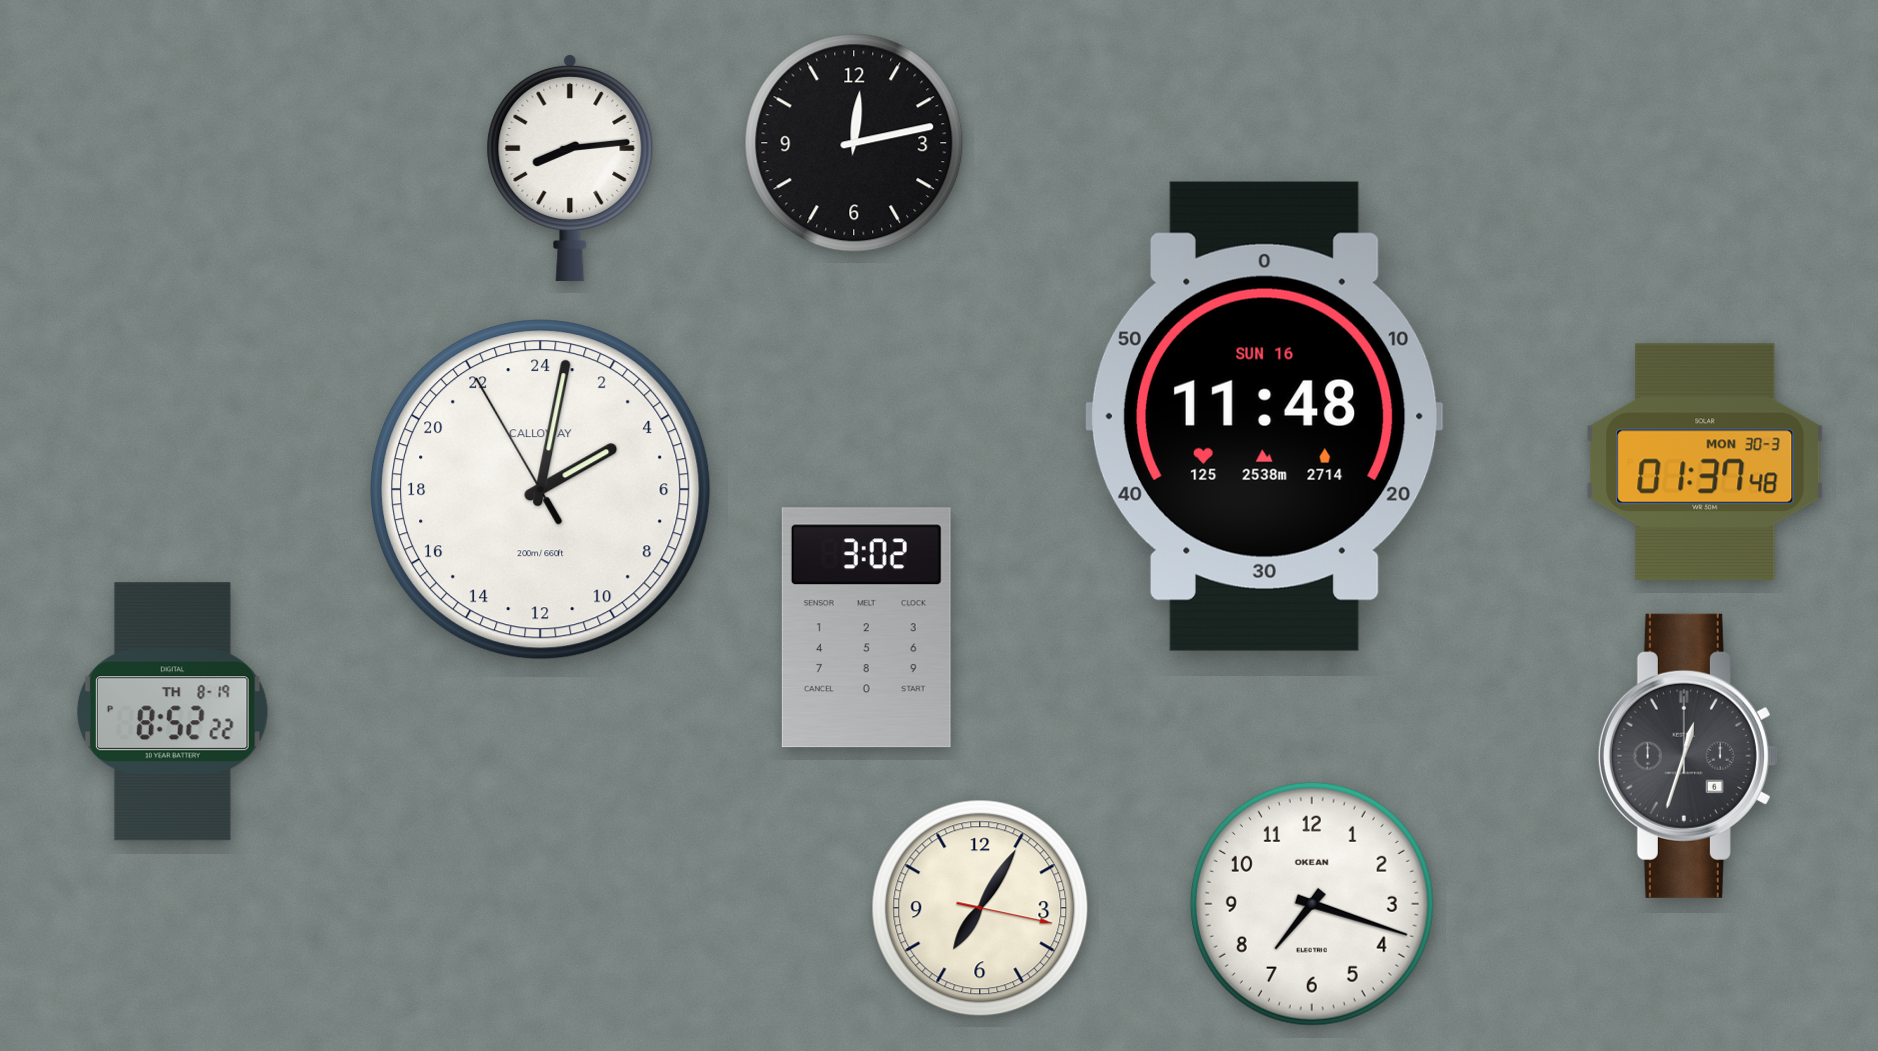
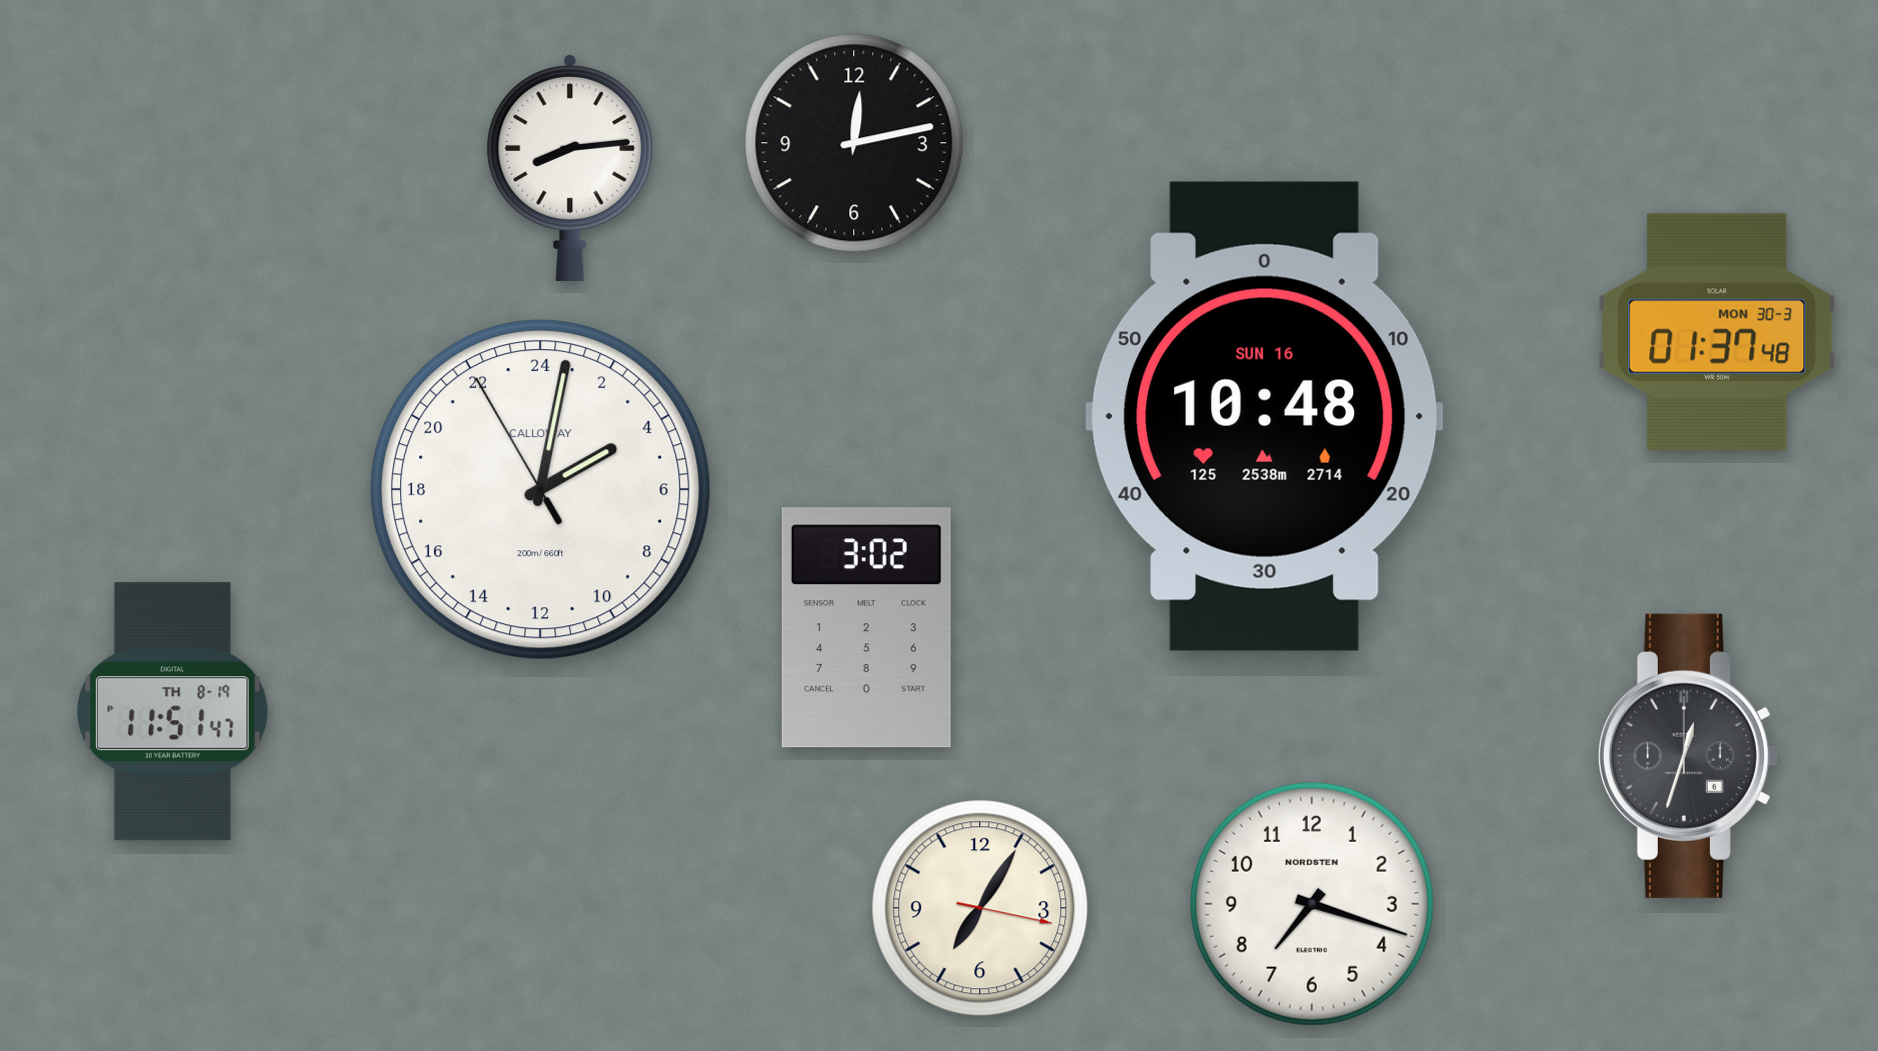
clock at (1264, 416): 11:48 -> 10:48
clock at (1705, 462) position: (1705, 462) -> (1717, 332)
clock at (172, 712): 8:52 -> 11:51
clock at (1312, 904) brand: OKEAN -> NORDSTEN
